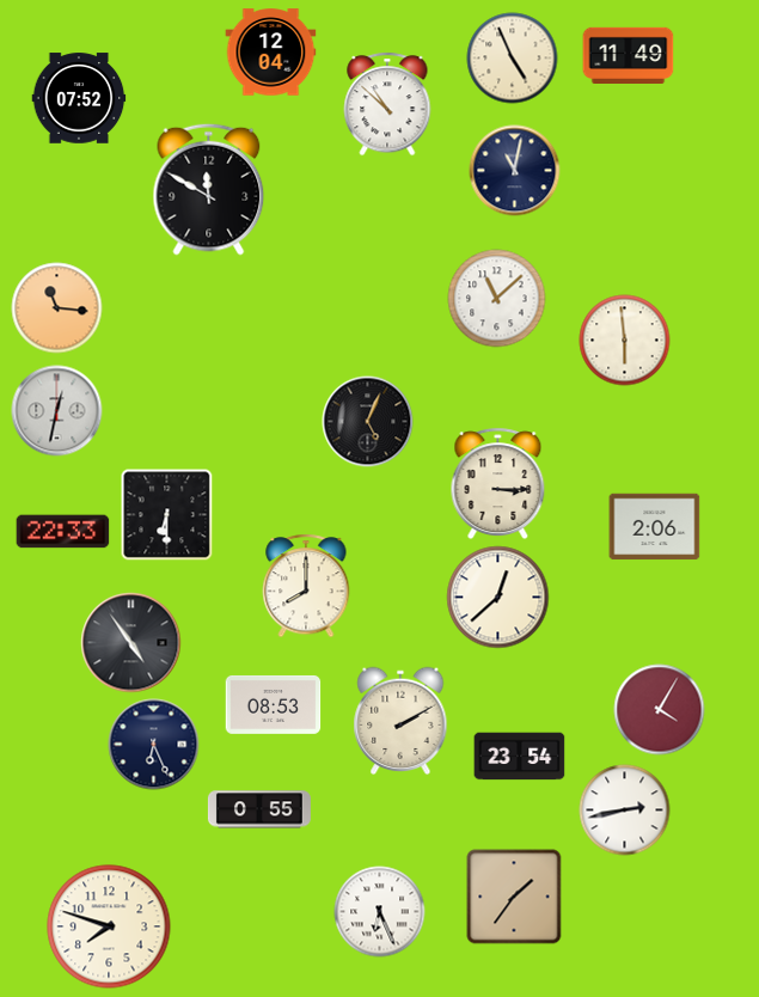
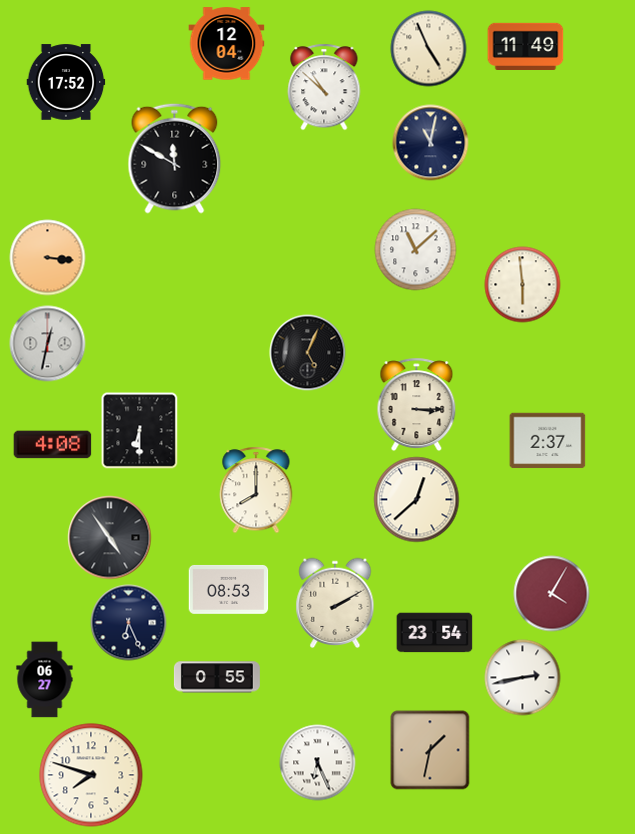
clock at (79, 98): 07:52 -> 17:52
clock at (57, 308): 11:16 -> 3:16
clock at (655, 527): 2:06 -> 2:37
clock at (63, 532): 22:33 -> 4:08
clock at (45, 680): none -> 06:27
clock at (514, 897): 1:36 -> 1:32
